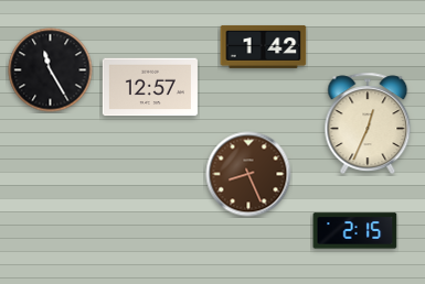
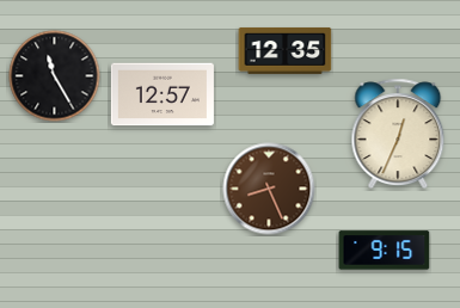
clock at (264, 46): 1:42 -> 12:35
clock at (355, 231): 2:15 -> 9:15
